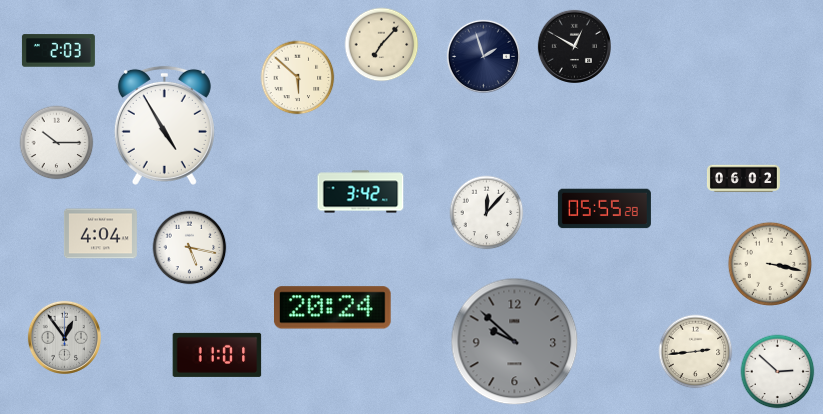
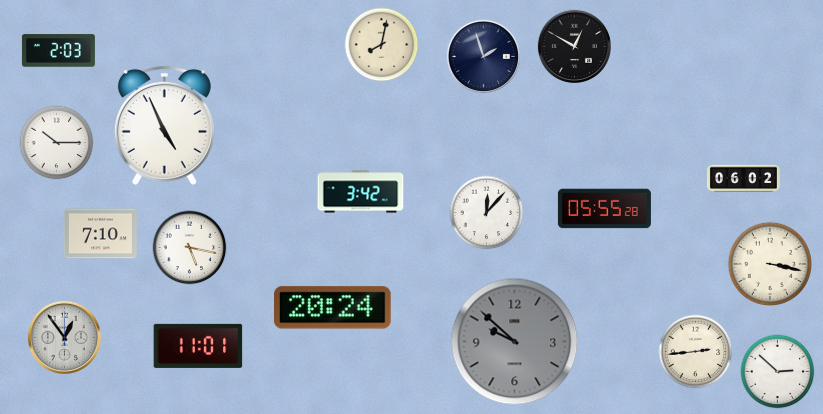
clock at (382, 45): 7:07 -> 8:02
clock at (298, 78): 5:52 -> none
clock at (164, 125): 4:55 -> 4:56
clock at (100, 234): 4:04 -> 7:10
clock at (217, 355) position: (217, 355) -> (198, 346)
